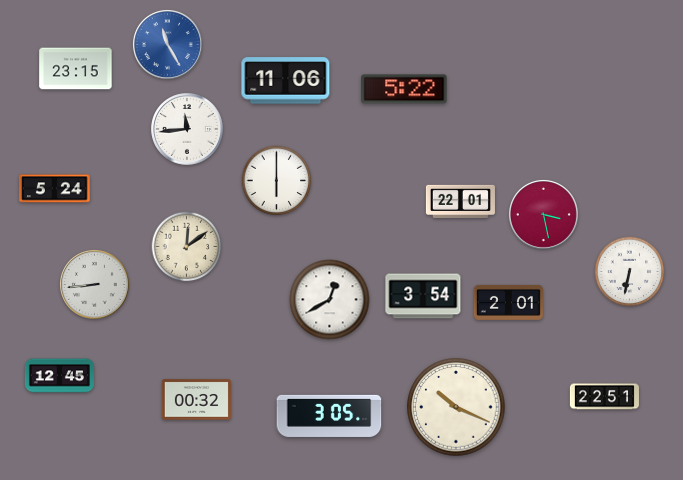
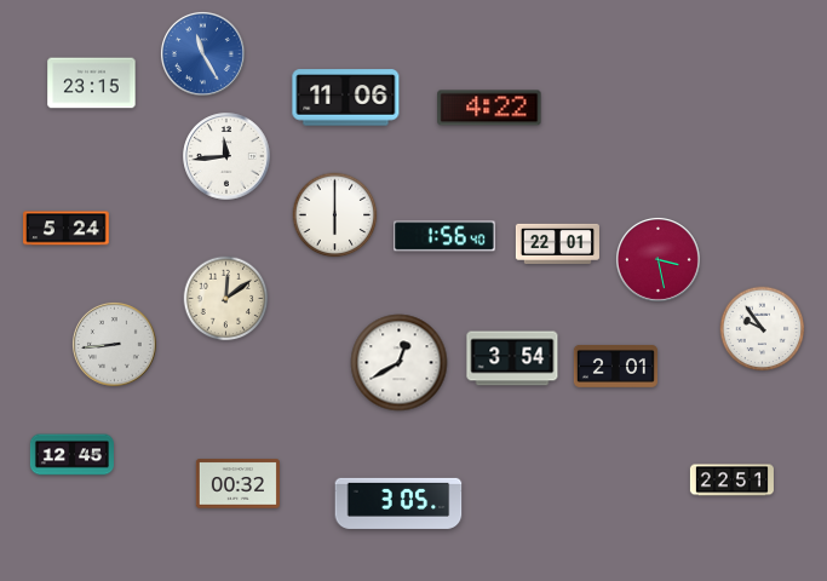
clock at (404, 89): 5:22 -> 4:22
clock at (277, 181) position: (277, 181) -> (335, 215)
clock at (444, 236): none -> 1:56
clock at (630, 272): 6:32 -> 9:54
clock at (456, 407): 10:19 -> none
